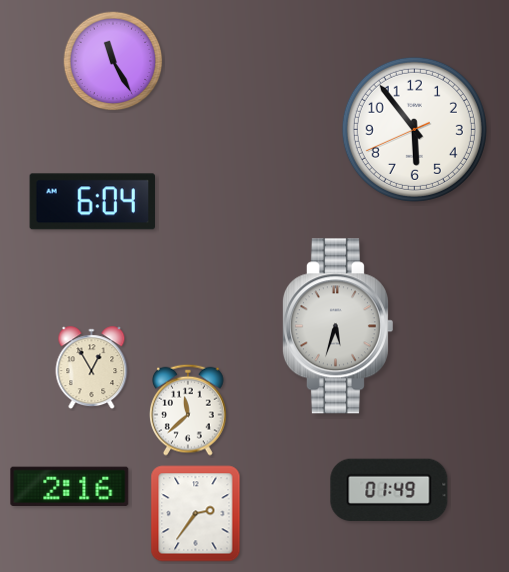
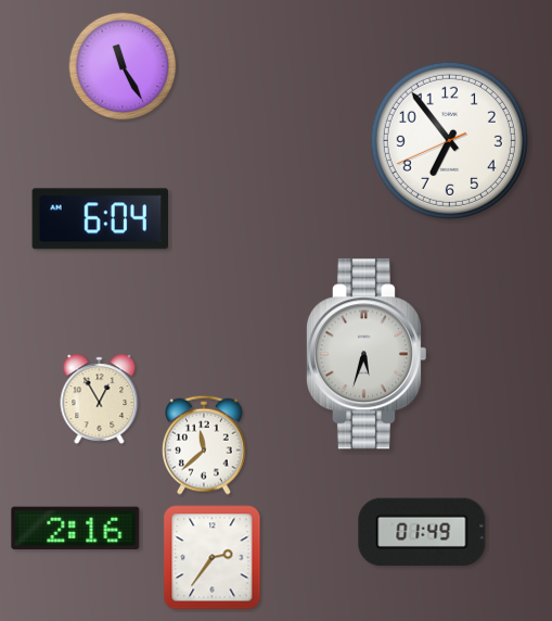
clock at (414, 129): 5:53 -> 6:53
